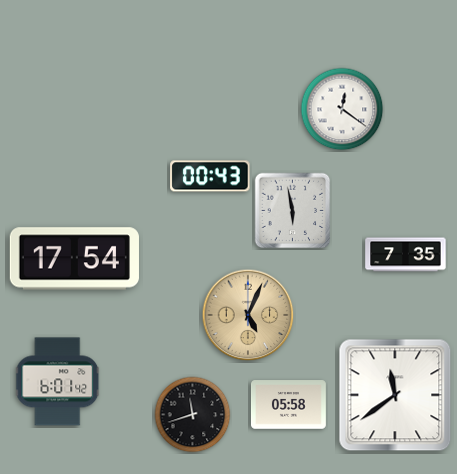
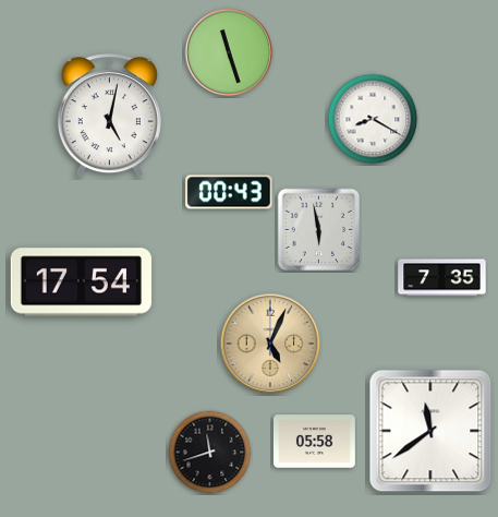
clock at (229, 52): none -> 11:27
clock at (109, 116): none -> 5:02
clock at (342, 109): 12:21 -> 8:20
clock at (58, 382): 6:01 -> none
